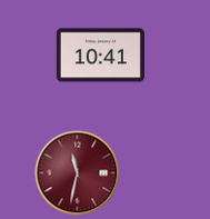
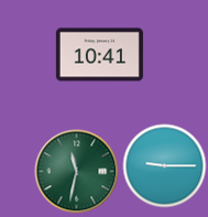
clock at (165, 166): none -> 9:15
clock at (78, 173) dial: burgundy -> green
